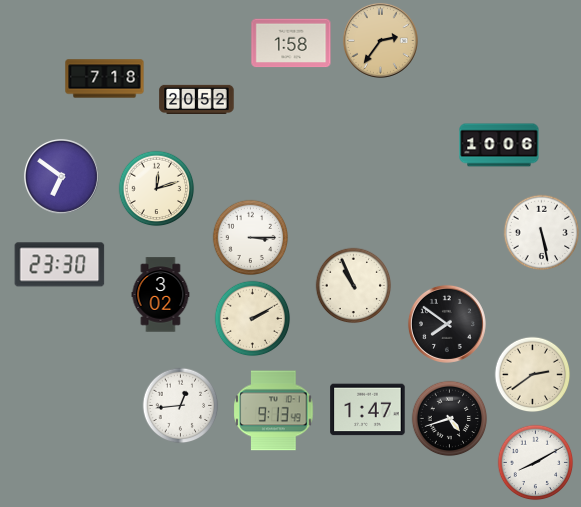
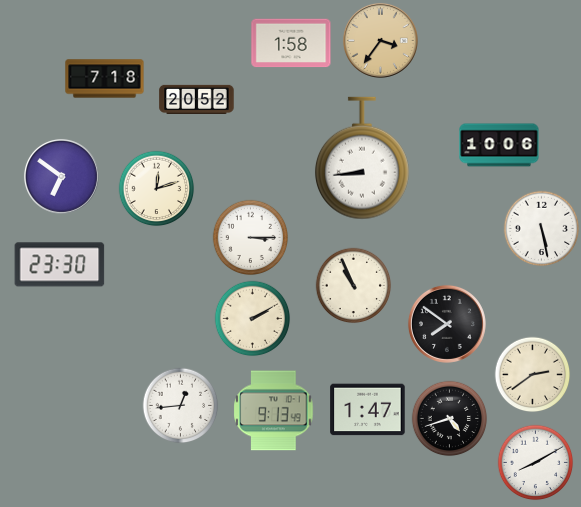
clock at (380, 40): 2:36 -> 3:36
clock at (362, 158): none -> 8:44
clock at (542, 233) position: (542, 233) -> (542, 229)
clock at (161, 295): 3:02 -> none
